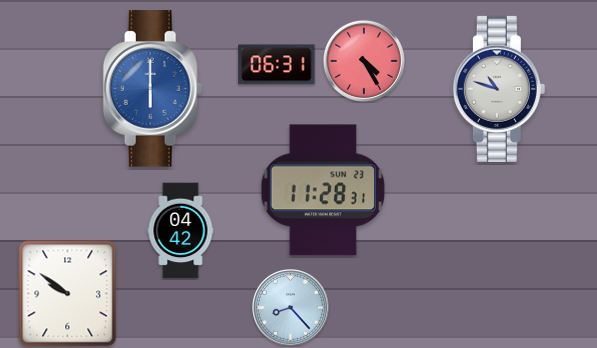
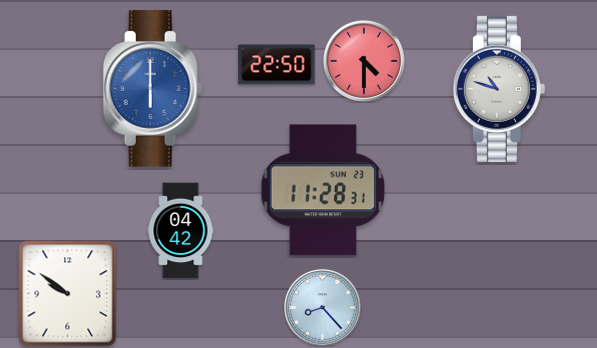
clock at (364, 61): 4:25 -> 4:30
clock at (277, 65): 06:31 -> 22:50
clock at (291, 308) position: (291, 308) -> (323, 308)
